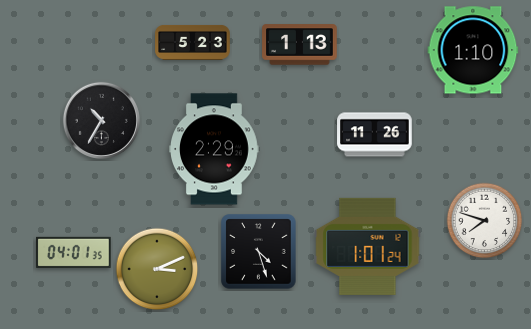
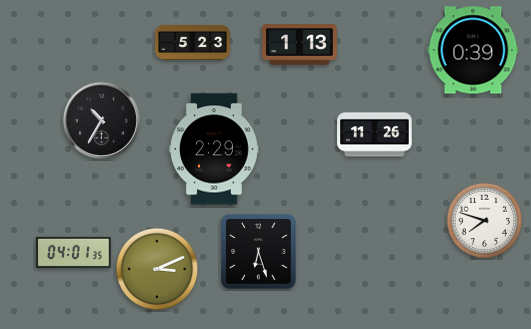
clock at (473, 50): 1:10 -> 0:39
clock at (368, 246): 1:01 -> none
clock at (259, 252): 4:27 -> 6:27
